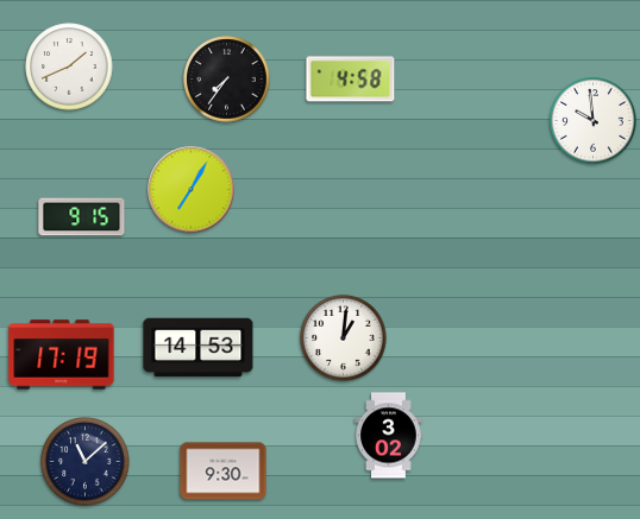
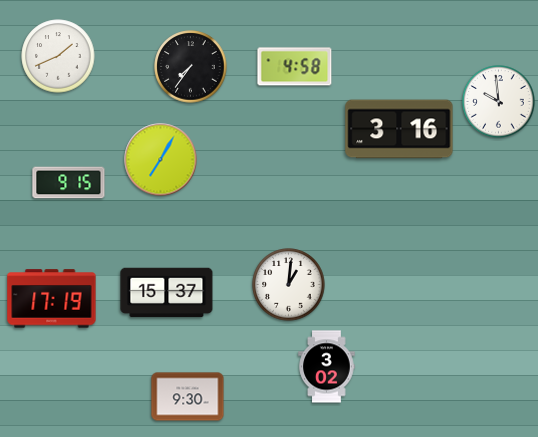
clock at (399, 129): none -> 3:16
clock at (199, 348): 14:53 -> 15:37
clock at (86, 462): 11:08 -> none
